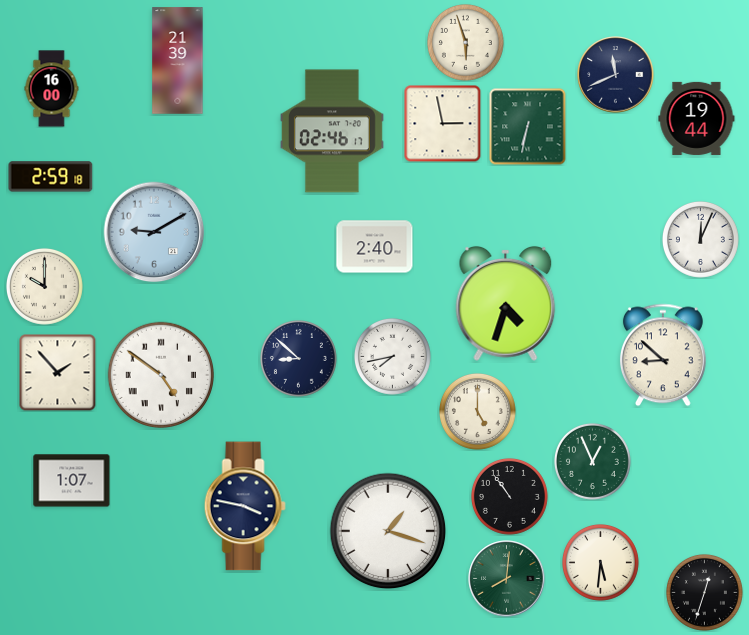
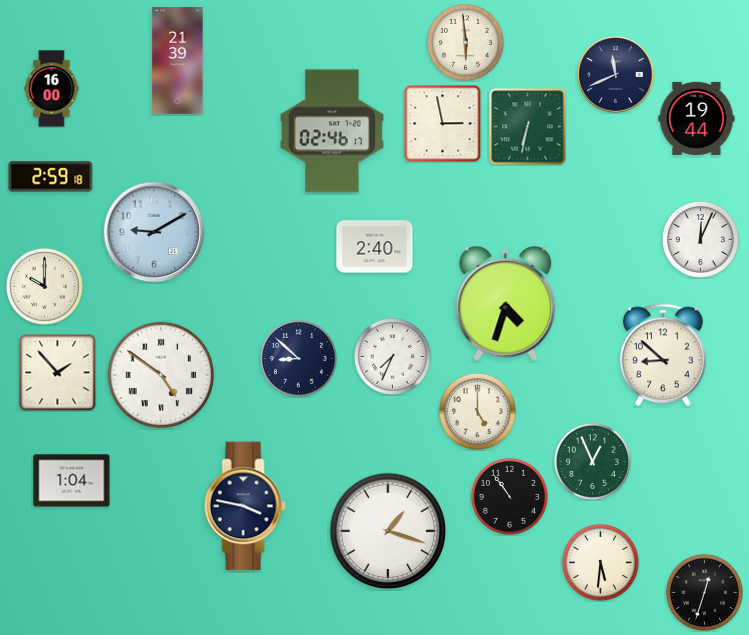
clock at (465, 42): 5:57 -> 5:59
clock at (392, 356): 7:43 -> 7:34
clock at (72, 481): 1:07 -> 1:04
clock at (507, 579): 8:01 -> none
